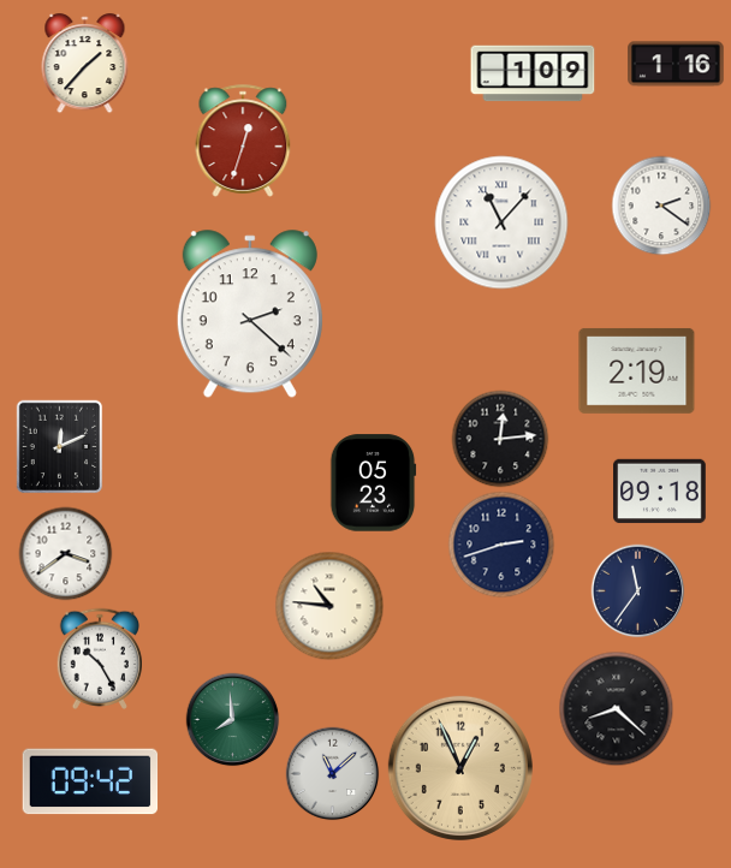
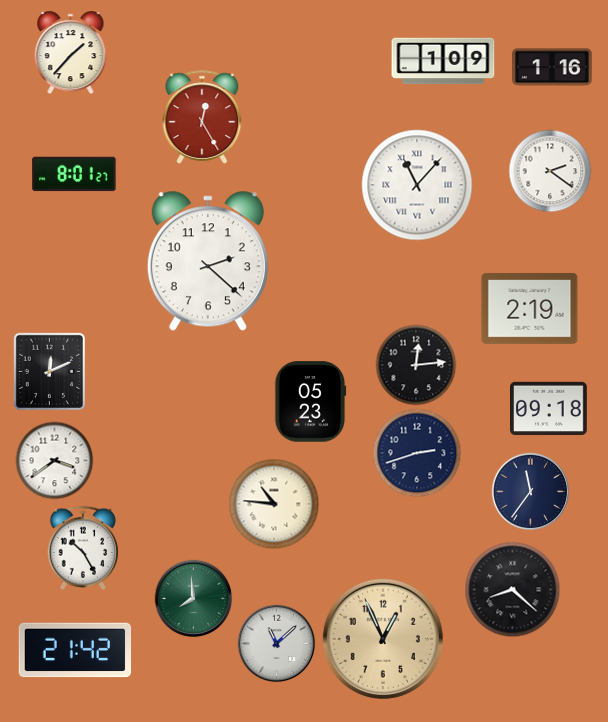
clock at (676, 64) position: (676, 64) -> (552, 67)
clock at (243, 141): 12:33 -> 12:25
clock at (74, 174): none -> 8:01
clock at (90, 781): 09:42 -> 21:42
